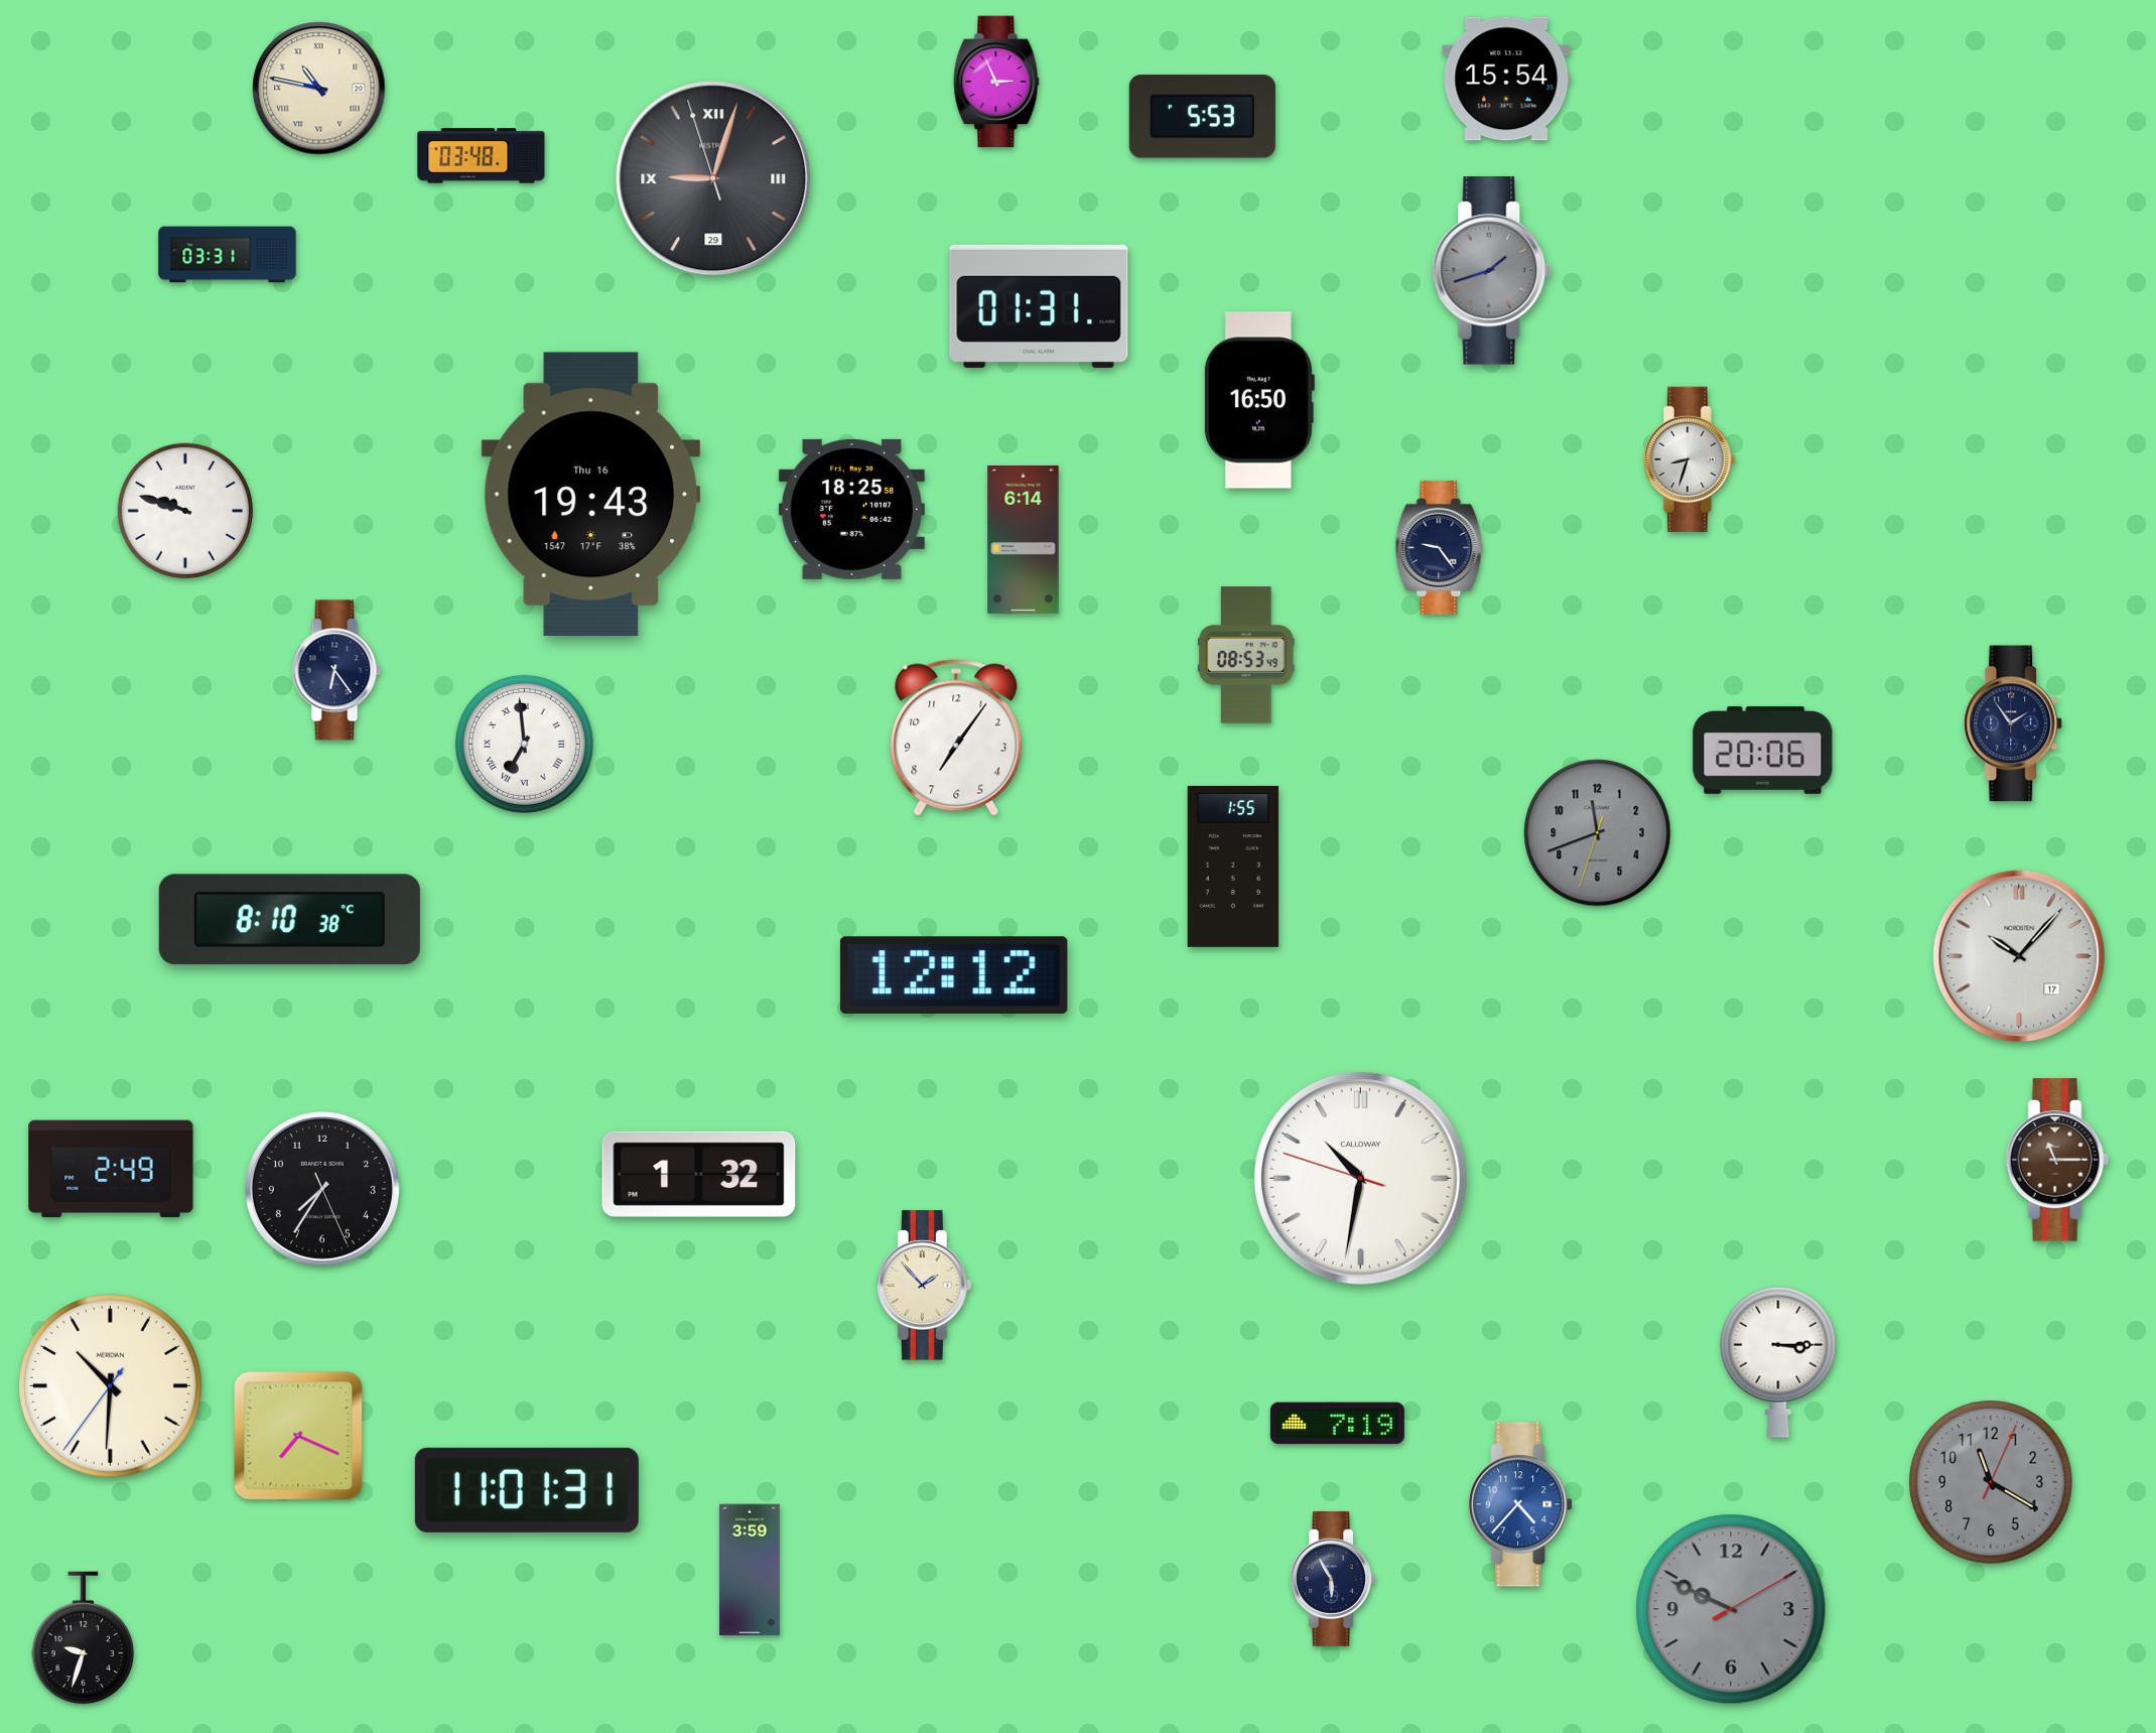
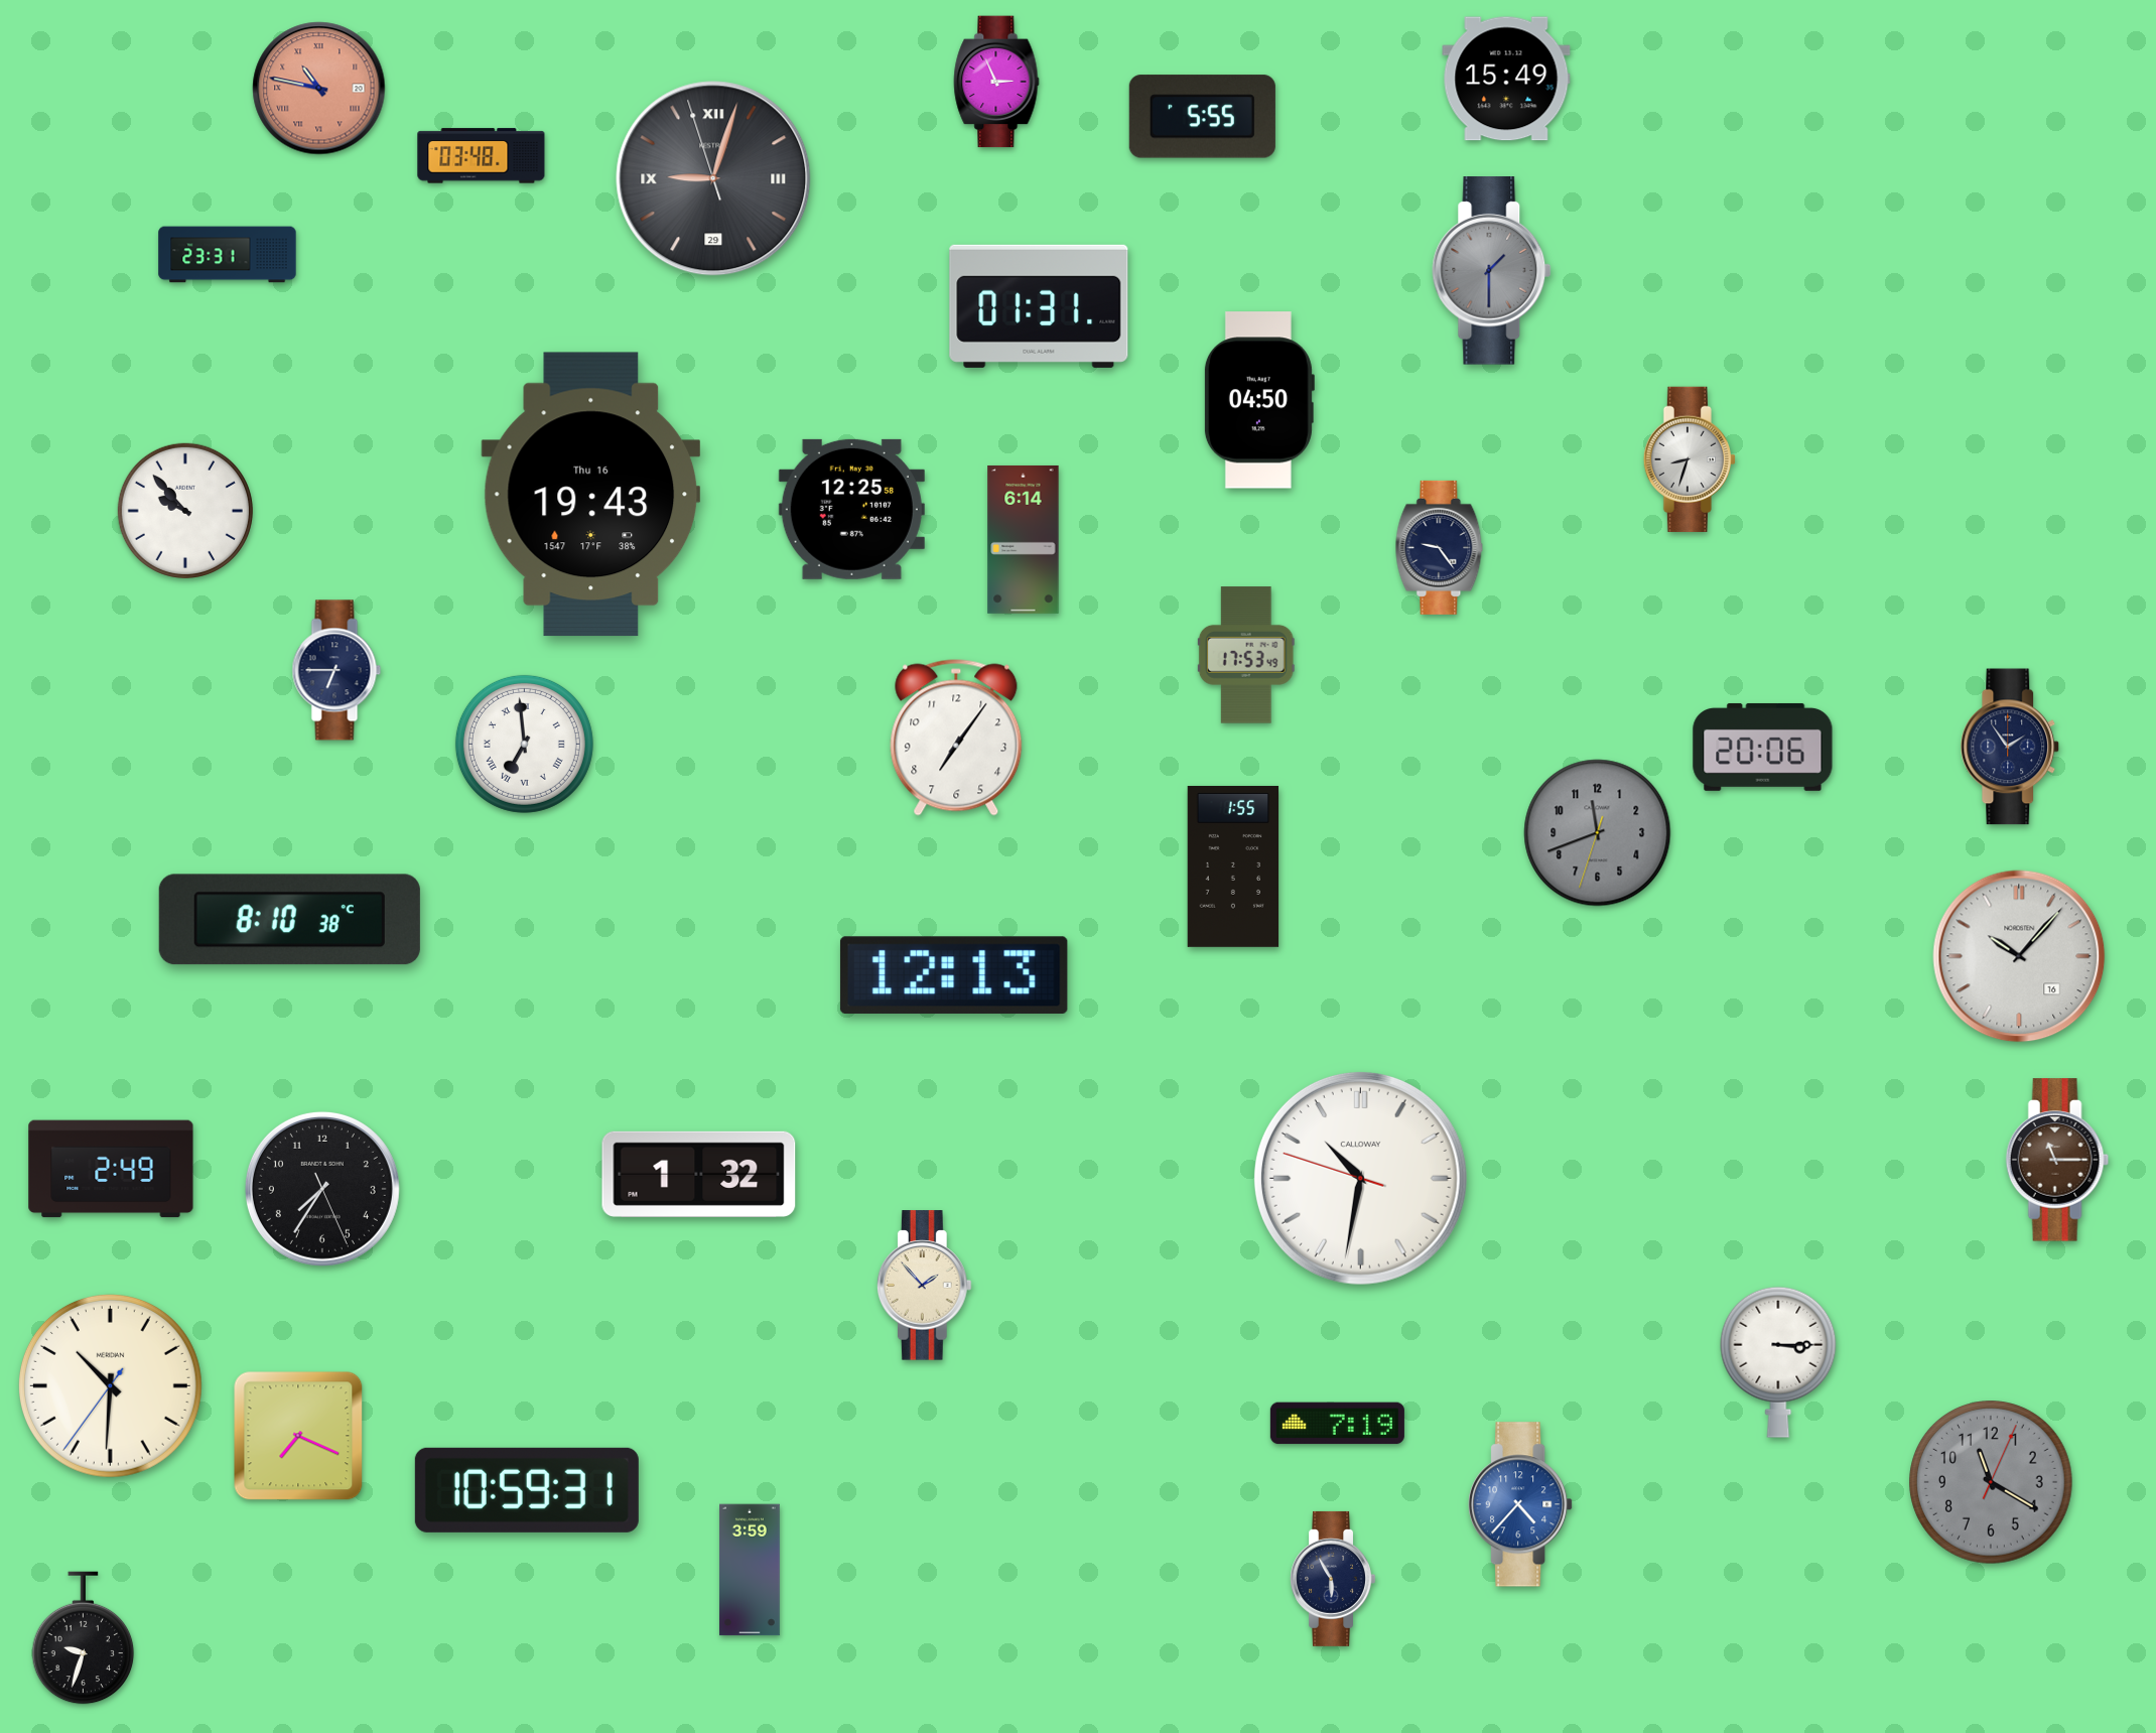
clock at (1506, 79): 15:54 -> 15:49
clock at (319, 89) dial: cream -> salmon
clock at (1202, 117): 5:53 -> 5:55
clock at (228, 255): 03:31 -> 23:31
clock at (1492, 271): 1:42 -> 1:30
clock at (1258, 400): 16:50 -> 04:50
clock at (851, 509): 18:25 -> 12:25
clock at (185, 511): 9:48 -> 9:53
clock at (1246, 655): 08:53 -> 17:53
clock at (336, 670): 6:24 -> 6:45
clock at (2013, 723) position: (2013, 723) -> (2010, 747)
clock at (1763, 751) position: (1763, 751) -> (1763, 748)
clock at (2019, 956) date: 17 -> 16
clock at (954, 974): 12:12 -> 12:13
clock at (527, 1490): 11:01 -> 10:59
clock at (1731, 1609): 9:49 -> none
